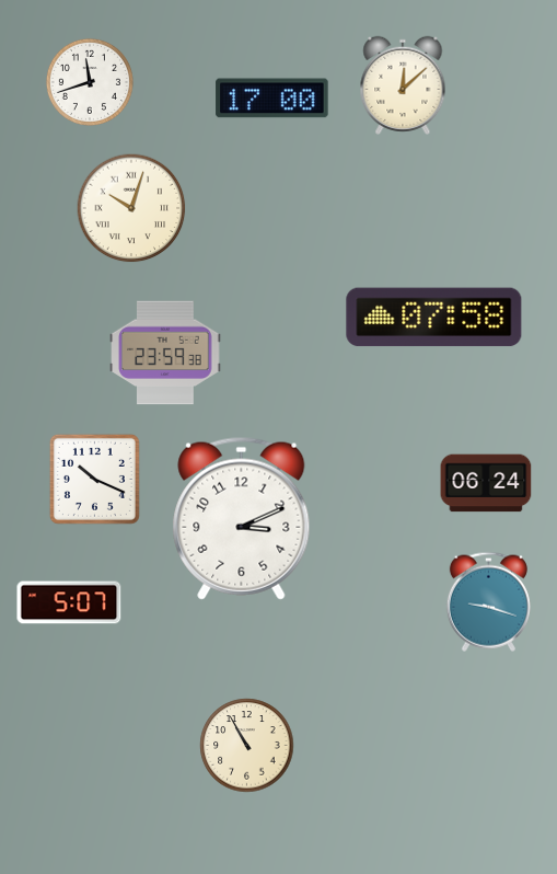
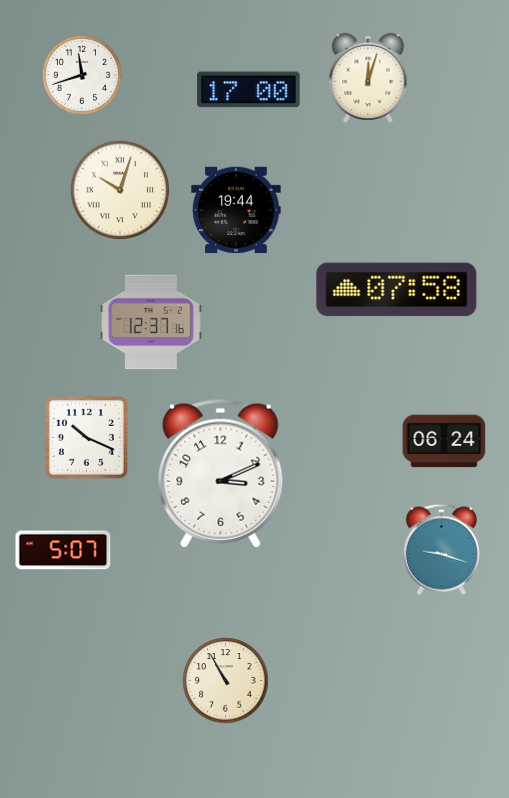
clock at (403, 85): 12:08 -> 12:03
clock at (236, 210): none -> 19:44
clock at (165, 353): 23:59 -> 12:37
clock at (488, 601) position: (488, 601) -> (441, 549)
